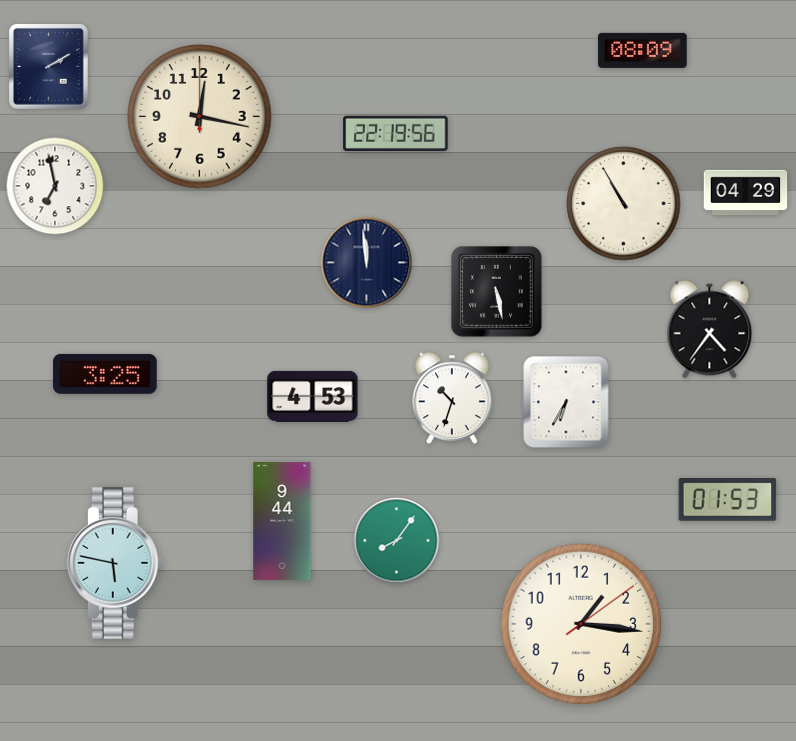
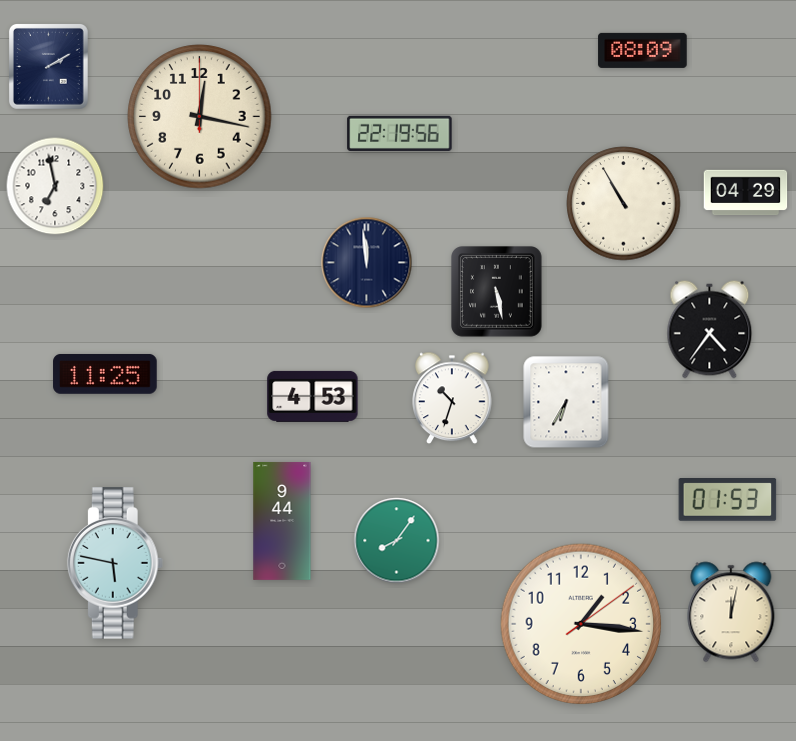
clock at (396, 133) position: (396, 133) -> (400, 133)
clock at (105, 374): 3:25 -> 11:25
clock at (731, 612): none -> 12:02
